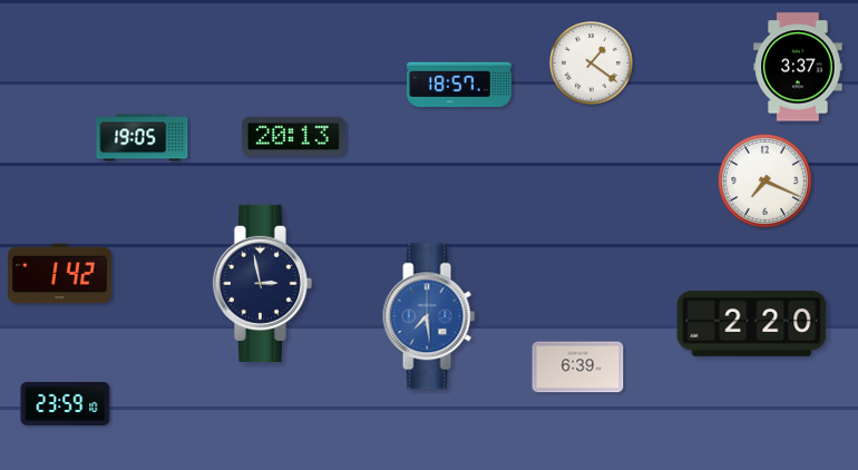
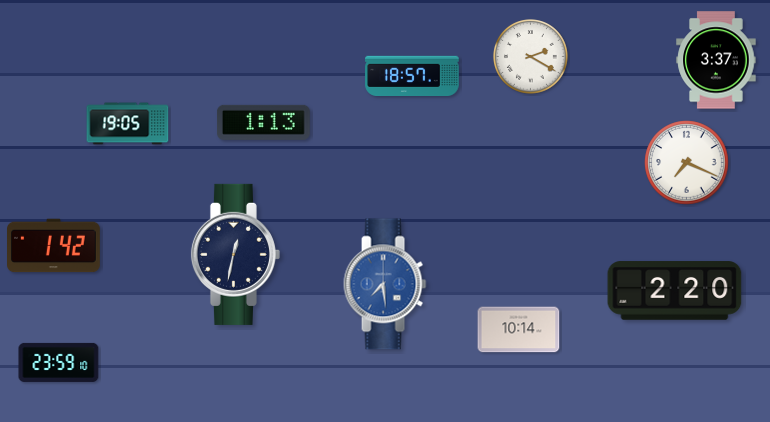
clock at (592, 63): 1:21 -> 2:20
clock at (293, 136): 20:13 -> 1:13
clock at (262, 283): 2:58 -> 12:32
clock at (578, 368): 6:39 -> 10:14
